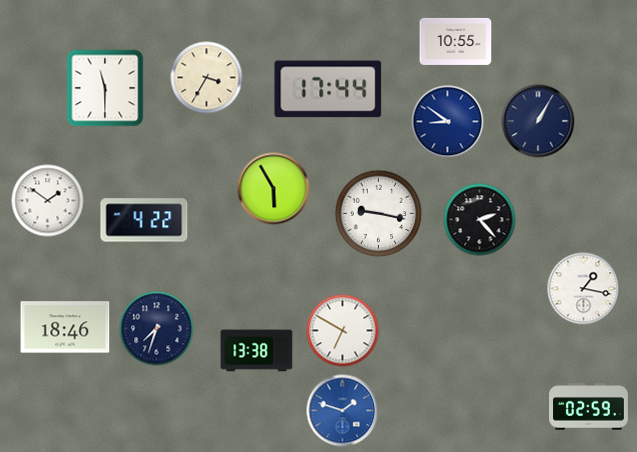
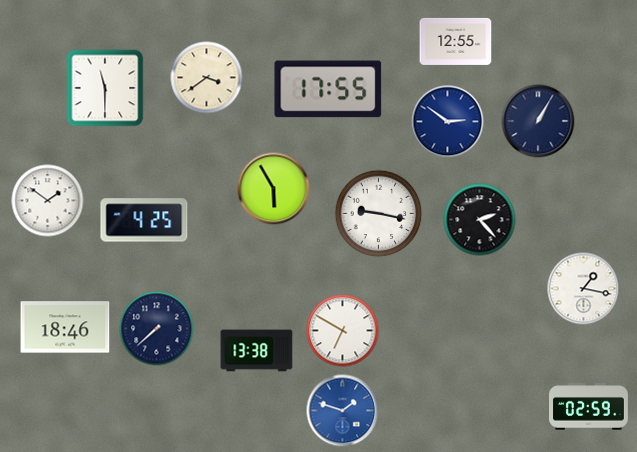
clock at (456, 41): 10:55 -> 12:55
clock at (207, 78): 3:35 -> 3:39
clock at (328, 89): 17:44 -> 17:55
clock at (448, 122): 8:51 -> 2:51
clock at (144, 220): 4:22 -> 4:25
clock at (157, 329): 7:33 -> 7:38
